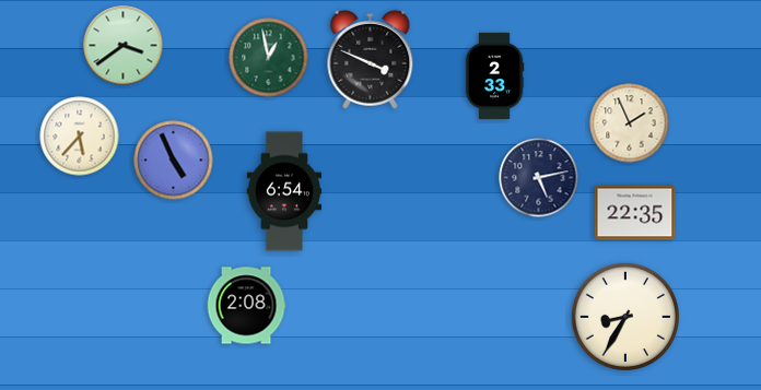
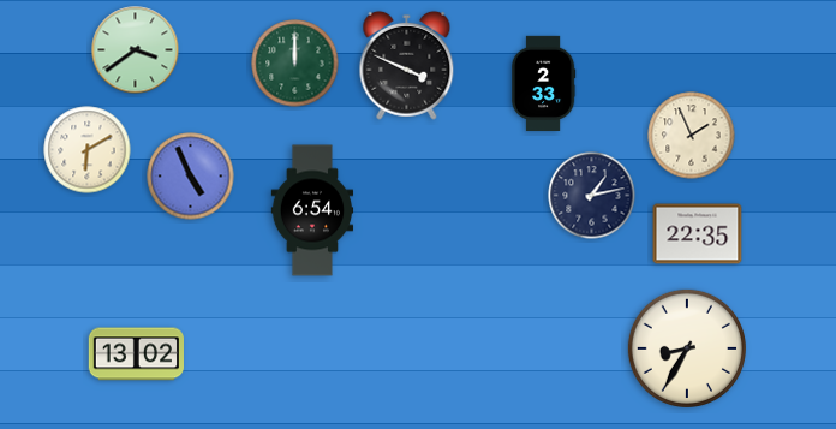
clock at (269, 58): 12:58 -> 12:00
clock at (80, 137): 5:37 -> 6:10
clock at (539, 178): 5:13 -> 1:13
clock at (246, 306): 2:08 -> none
clock at (136, 354): none -> 13:02
